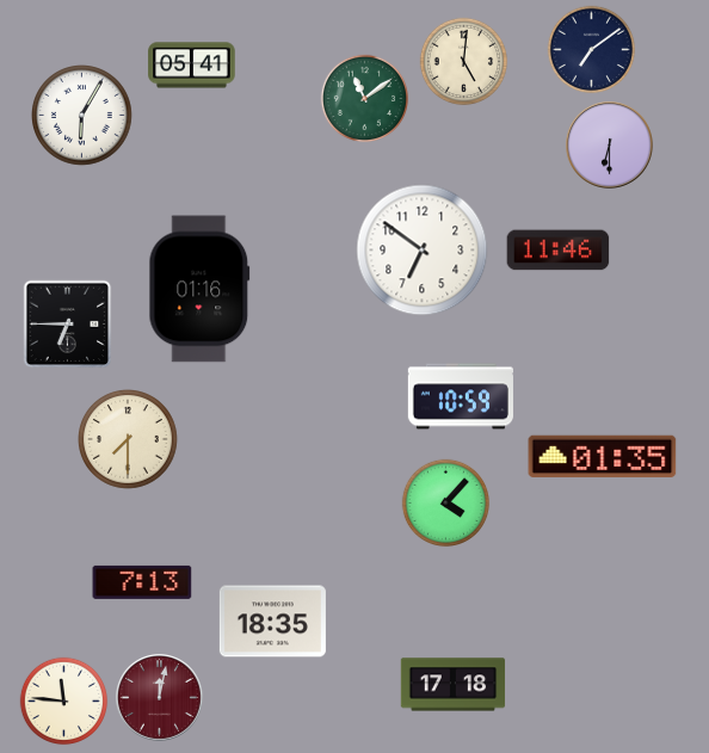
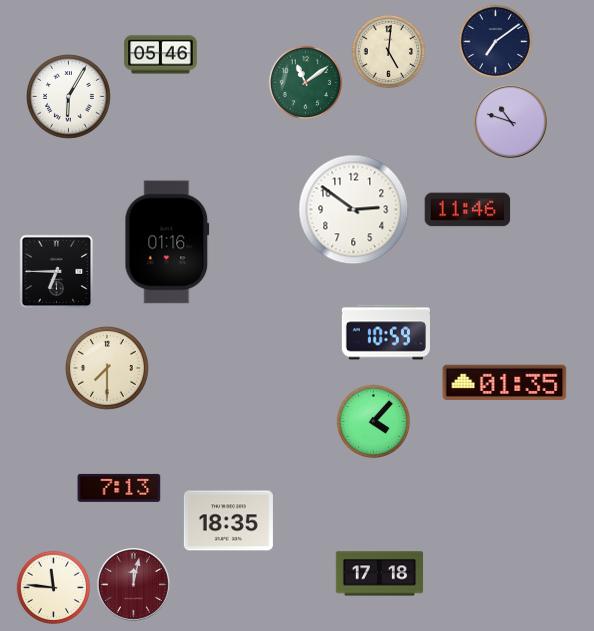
clock at (192, 66): 05:41 -> 05:46
clock at (610, 146): 6:30 -> 10:48
clock at (423, 251): 6:51 -> 2:51
